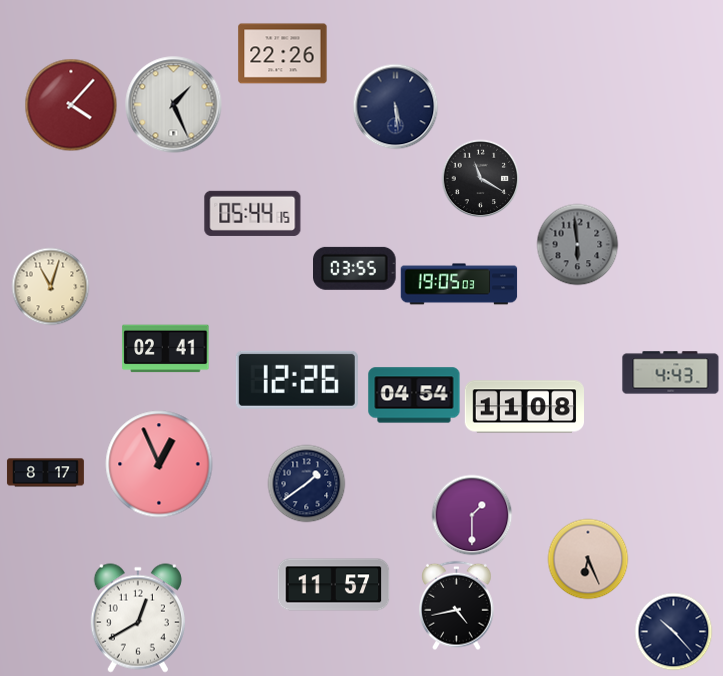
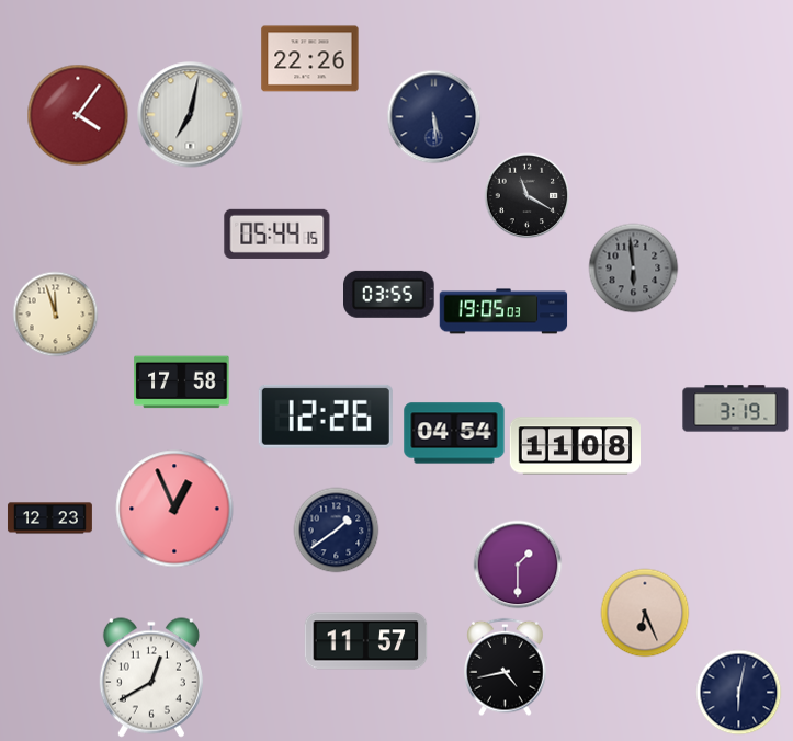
clock at (71, 105): 4:07 -> 4:06
clock at (174, 105): 1:26 -> 7:02
clock at (50, 286): 11:03 -> 11:57
clock at (166, 349): 02:41 -> 17:58
clock at (671, 373): 4:43 -> 3:19
clock at (45, 473): 8:17 -> 12:23
clock at (457, 605) position: (457, 605) -> (506, 666)
clock at (673, 631): 10:23 -> 6:02
